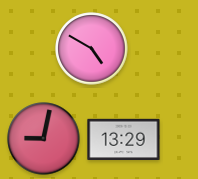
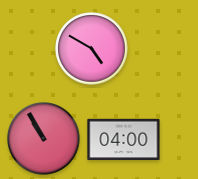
clock at (44, 139): 9:02 -> 10:55
clock at (124, 140): 13:29 -> 04:00
